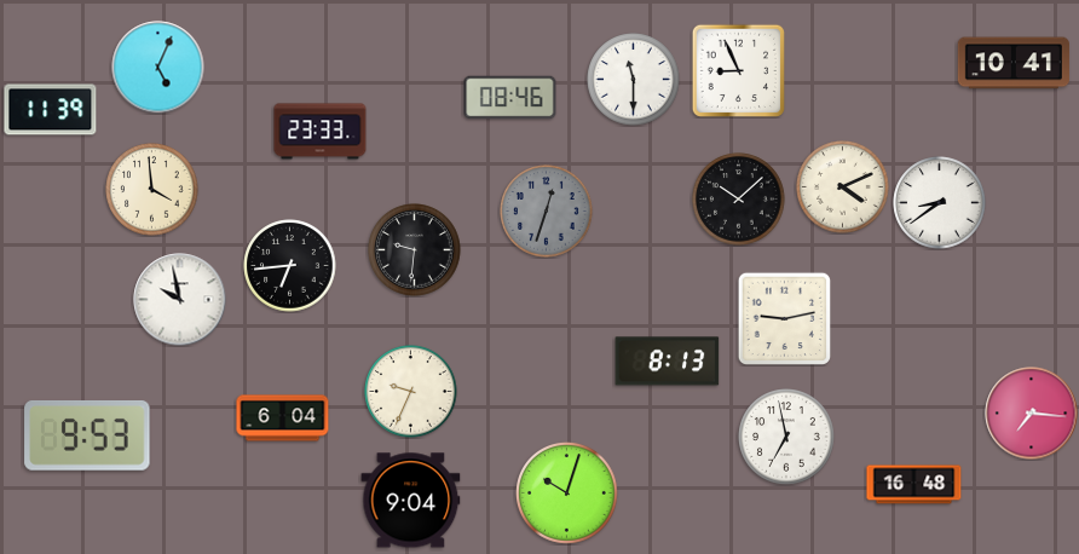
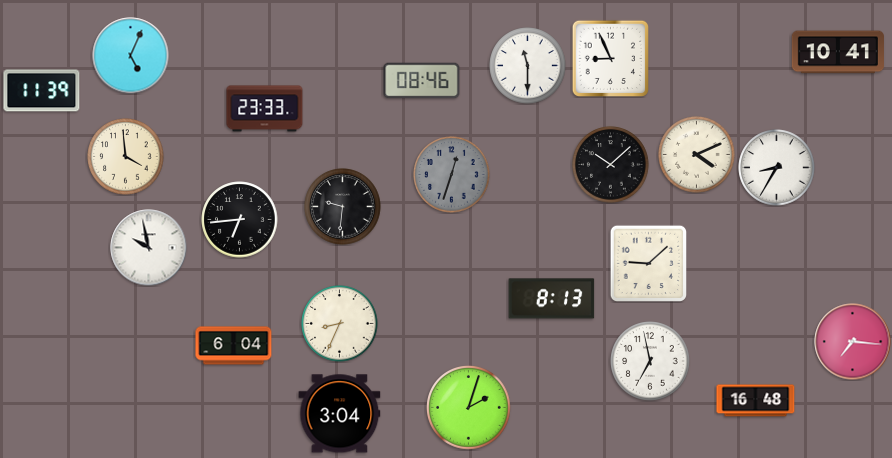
clock at (634, 80) position: (634, 80) -> (528, 66)
clock at (940, 203): 8:39 -> 8:35
clock at (784, 318): 9:13 -> 9:08
clock at (411, 392): 9:34 -> 8:34
clock at (87, 435): 9:53 -> none
clock at (567, 494): 10:03 -> 2:03
clock at (411, 501): 9:04 -> 3:04
